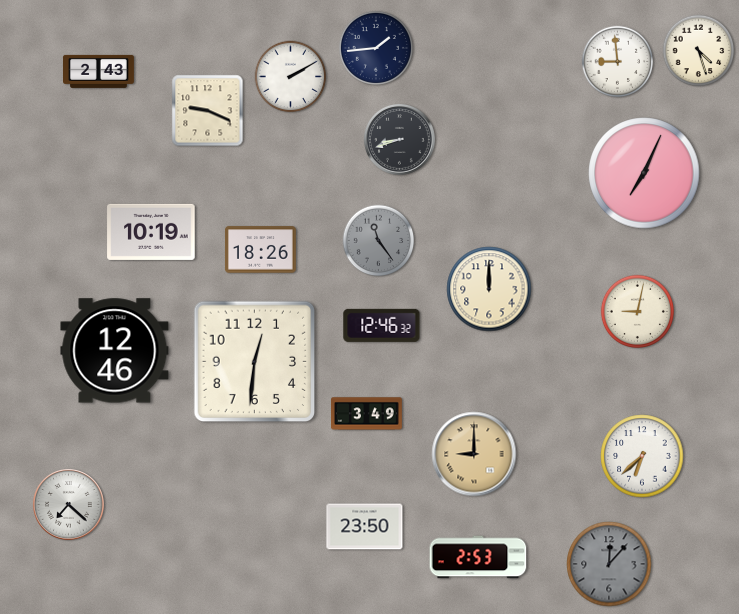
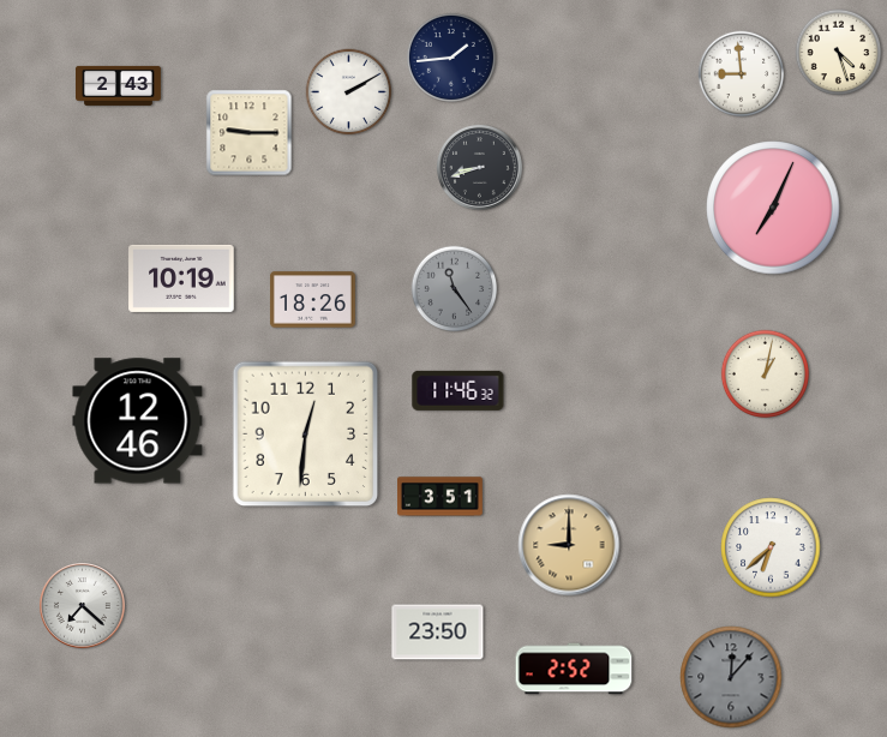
clock at (699, 51) position: (699, 51) -> (839, 53)
clock at (208, 111): 9:19 -> 9:15
clock at (489, 289): 12:00 -> none
clock at (637, 311): 9:02 -> 1:02
clock at (382, 325): 12:46 -> 11:46
clock at (367, 414): 3:49 -> 3:51
clock at (478, 557): 2:53 -> 2:52
